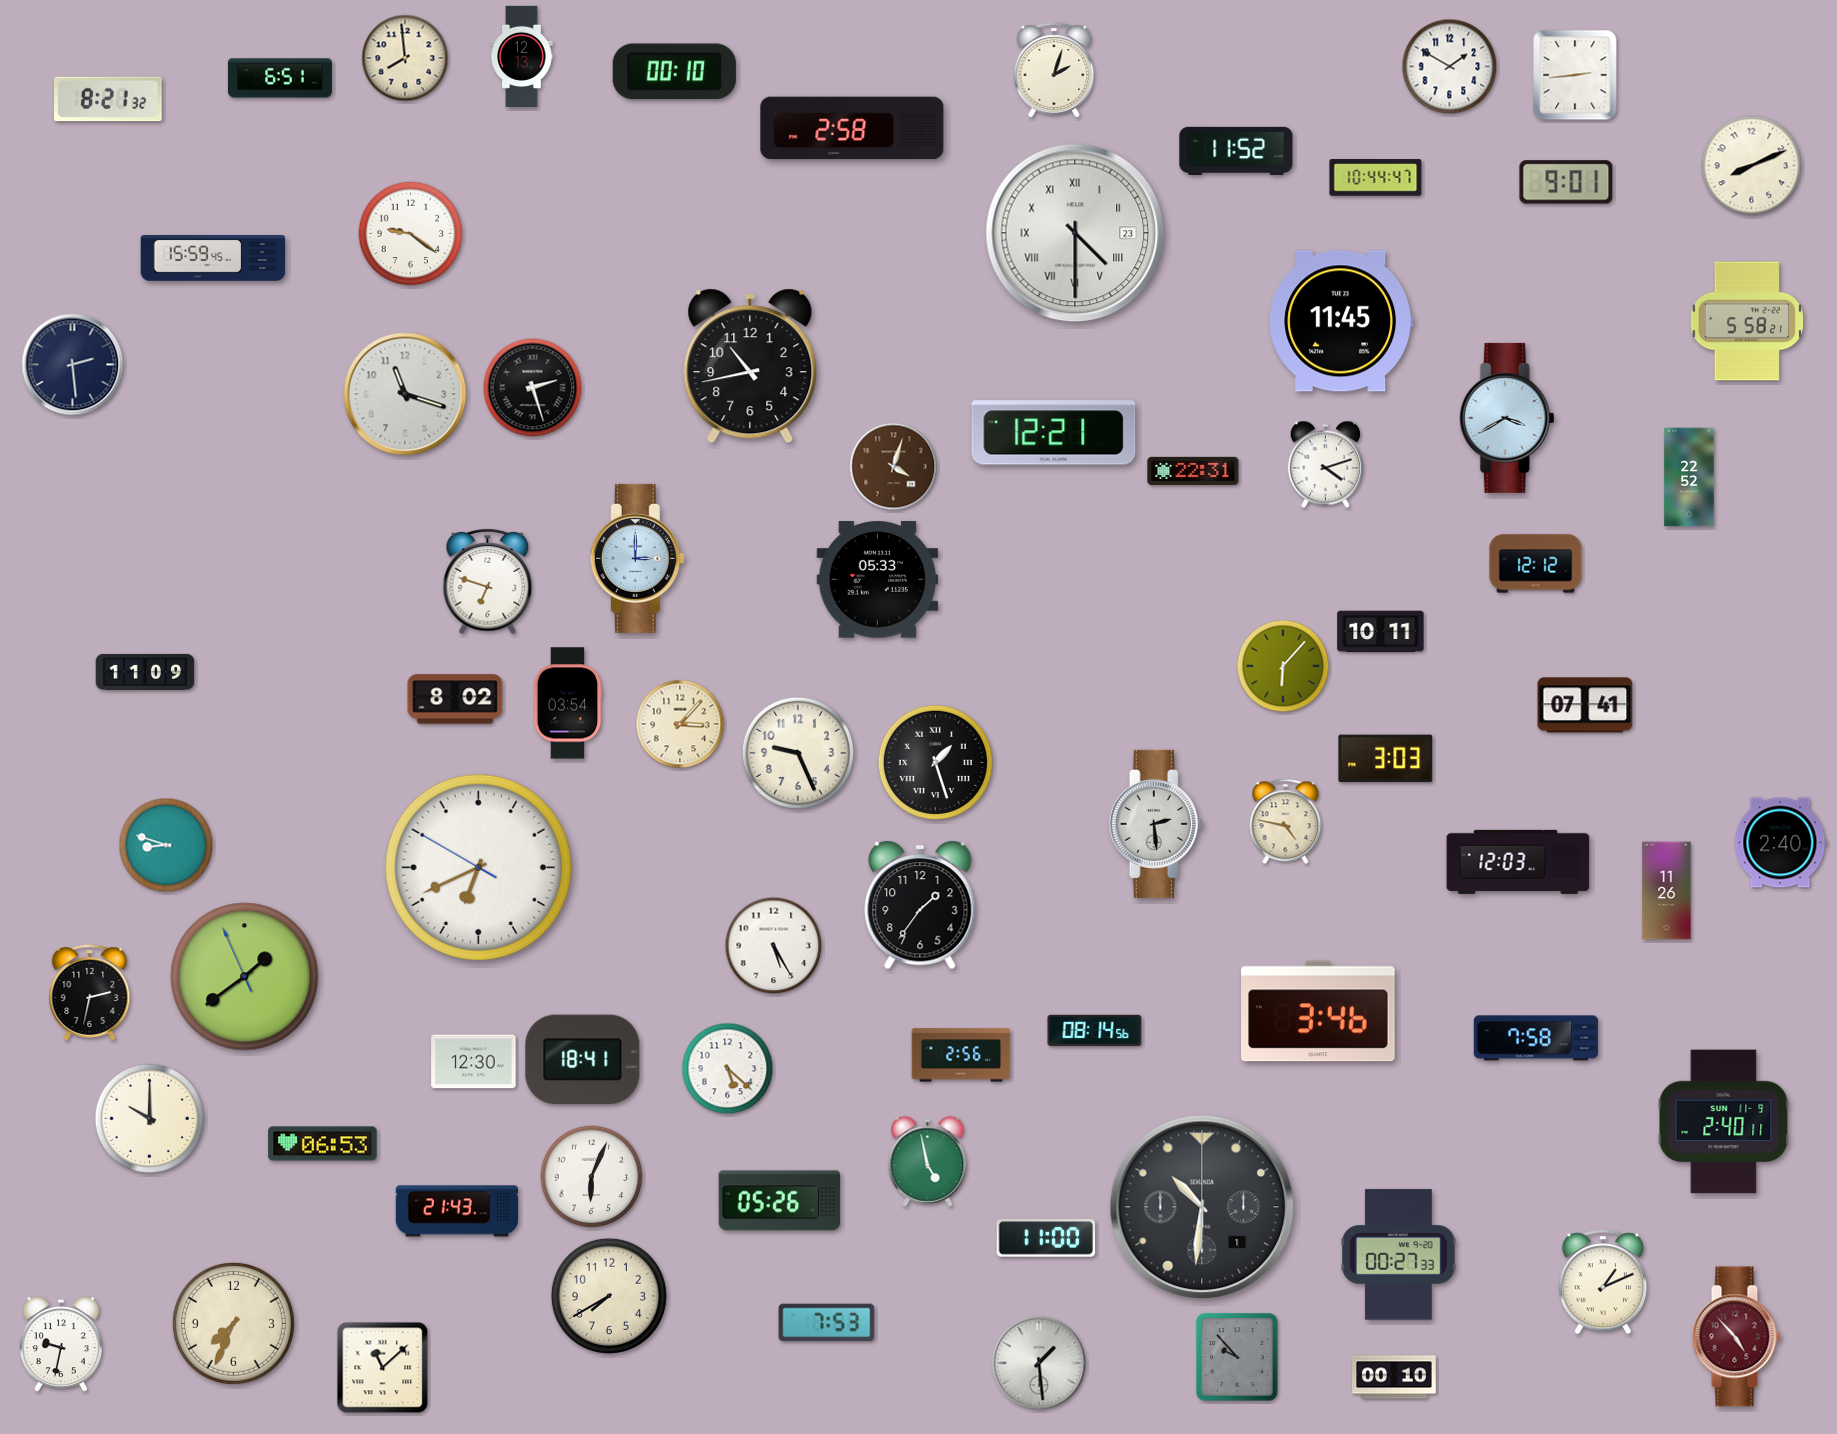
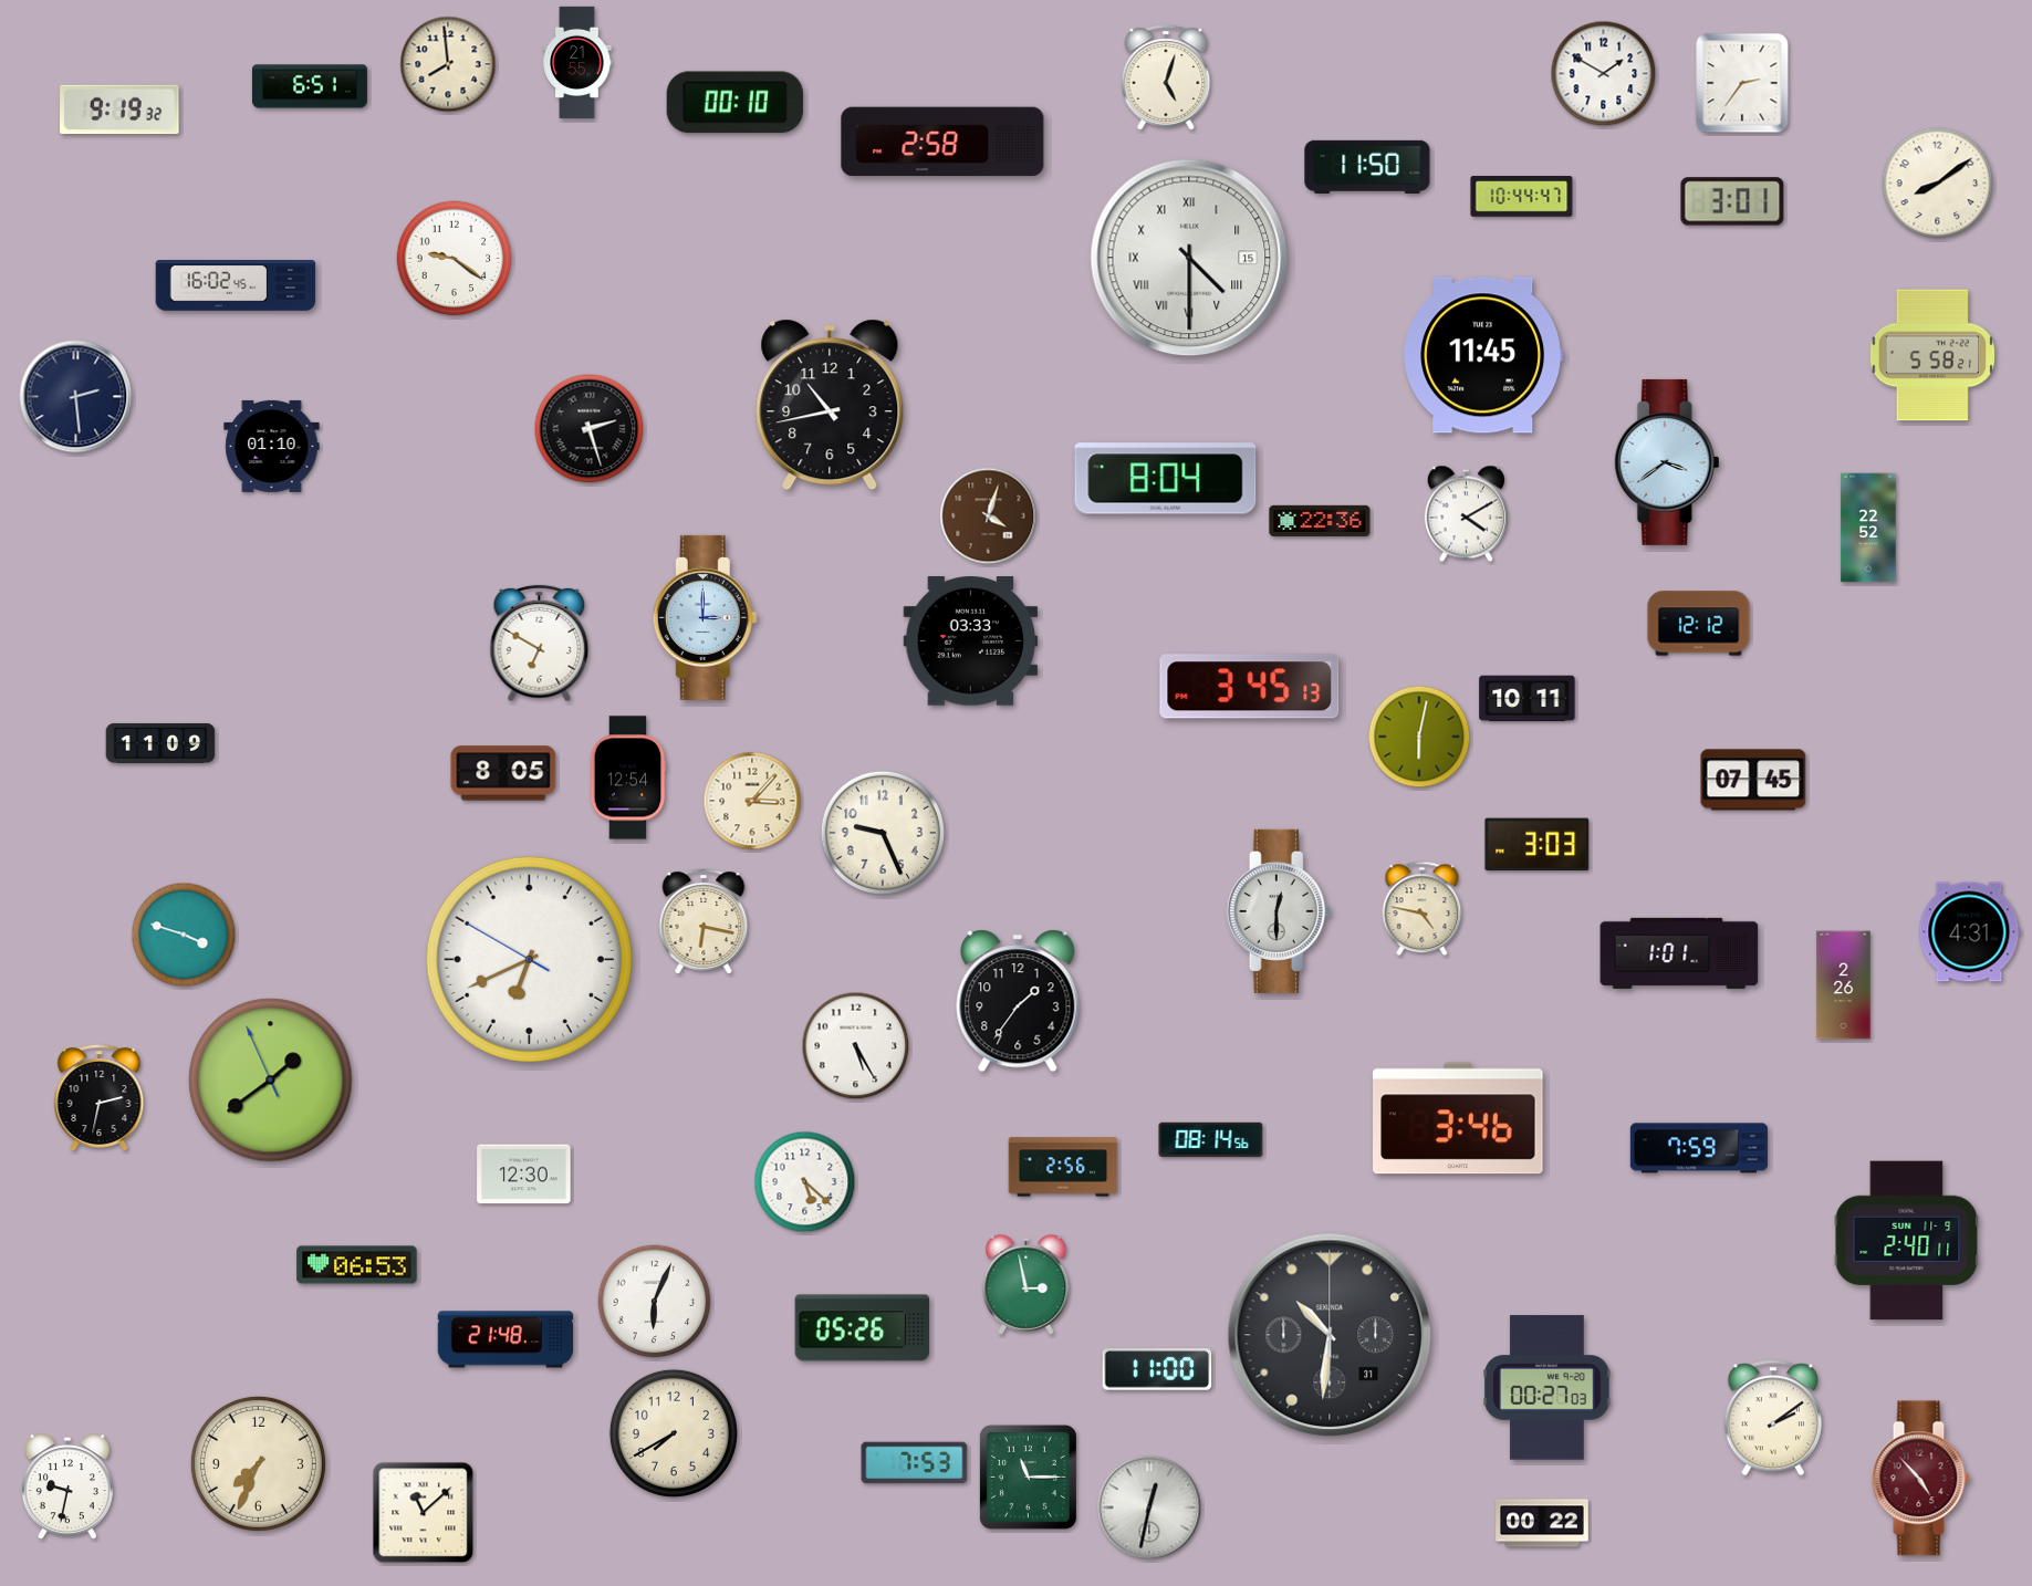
clock at (522, 56): 12:13 -> 21:55
clock at (1054, 70): 2:03 -> 5:03
clock at (674, 72) position: (674, 72) -> (734, 103)
clock at (1575, 75): 2:44 -> 2:36
clock at (108, 99): 8:21 -> 9:19
clock at (1236, 151): 11:52 -> 11:50
clock at (1752, 166): 8:11 -> 8:09
clock at (1566, 182): 9:01 -> 3:01
clock at (1075, 233) date: 23 -> 15
clock at (213, 259): 15:59 -> 16:02
clock at (73, 365) position: (73, 365) -> (76, 397)
clock at (405, 394): 11:18 -> none
clock at (272, 446): none -> 01:10
clock at (1507, 418): 3:40 -> 3:39
clock at (1054, 433): 12:21 -> 8:04
clock at (1325, 465): 4:12 -> 4:10
clock at (1193, 471): 22:31 -> 22:36
clock at (878, 580): 05:33 -> 03:33
clock at (488, 582): 6:48 -> 6:50
clock at (1250, 687): none -> 3:45
clock at (1283, 666): 6:07 -> 6:02
clock at (455, 699): 8:02 -> 8:05
clock at (568, 703): 03:54 -> 12:54
clock at (1585, 705): 07:41 -> 07:45
clock at (1386, 759) position: (1386, 759) -> (1538, 845)
clock at (935, 762): 1:27 -> none
clock at (1156, 824): 2:29 -> 12:30
clock at (704, 921): none -> 6:17
clock at (1781, 843): 2:40 -> 4:31
clock at (166, 845): 8:48 -> 3:48
clock at (1518, 862): 12:03 -> 1:01
clock at (1667, 891): 11:26 -> 2:26
clock at (1536, 1038): 7:58 -> 7:59
clock at (583, 1060): 18:41 -> none
clock at (150, 1119): 10:00 -> none
clock at (928, 1161): 4:58 -> 2:58
clock at (1202, 1207) date: 1 -> 31
clock at (457, 1211): 21:43 -> 21:48
clock at (1399, 1255): 00:27:33 -> 00:27:03
clock at (1602, 1282): 1:11 -> 2:09
clock at (1028, 1477): none -> 11:15
clock at (1237, 1357): 9:53 -> none
clock at (1039, 1363): 1:29 -> 12:32
clock at (1394, 1377): 00:10 -> 00:22
